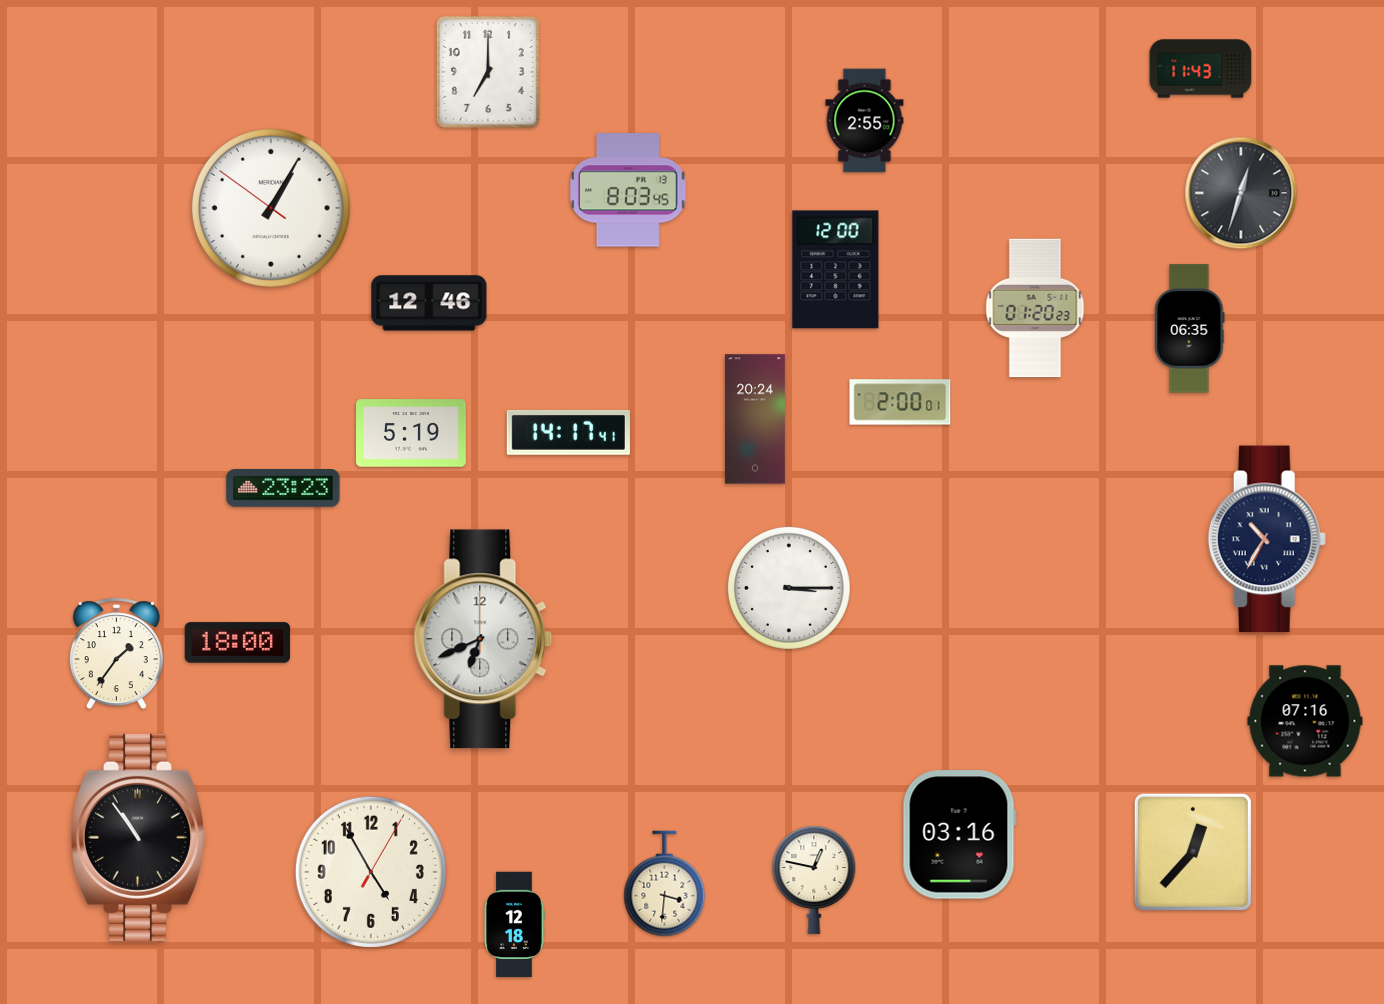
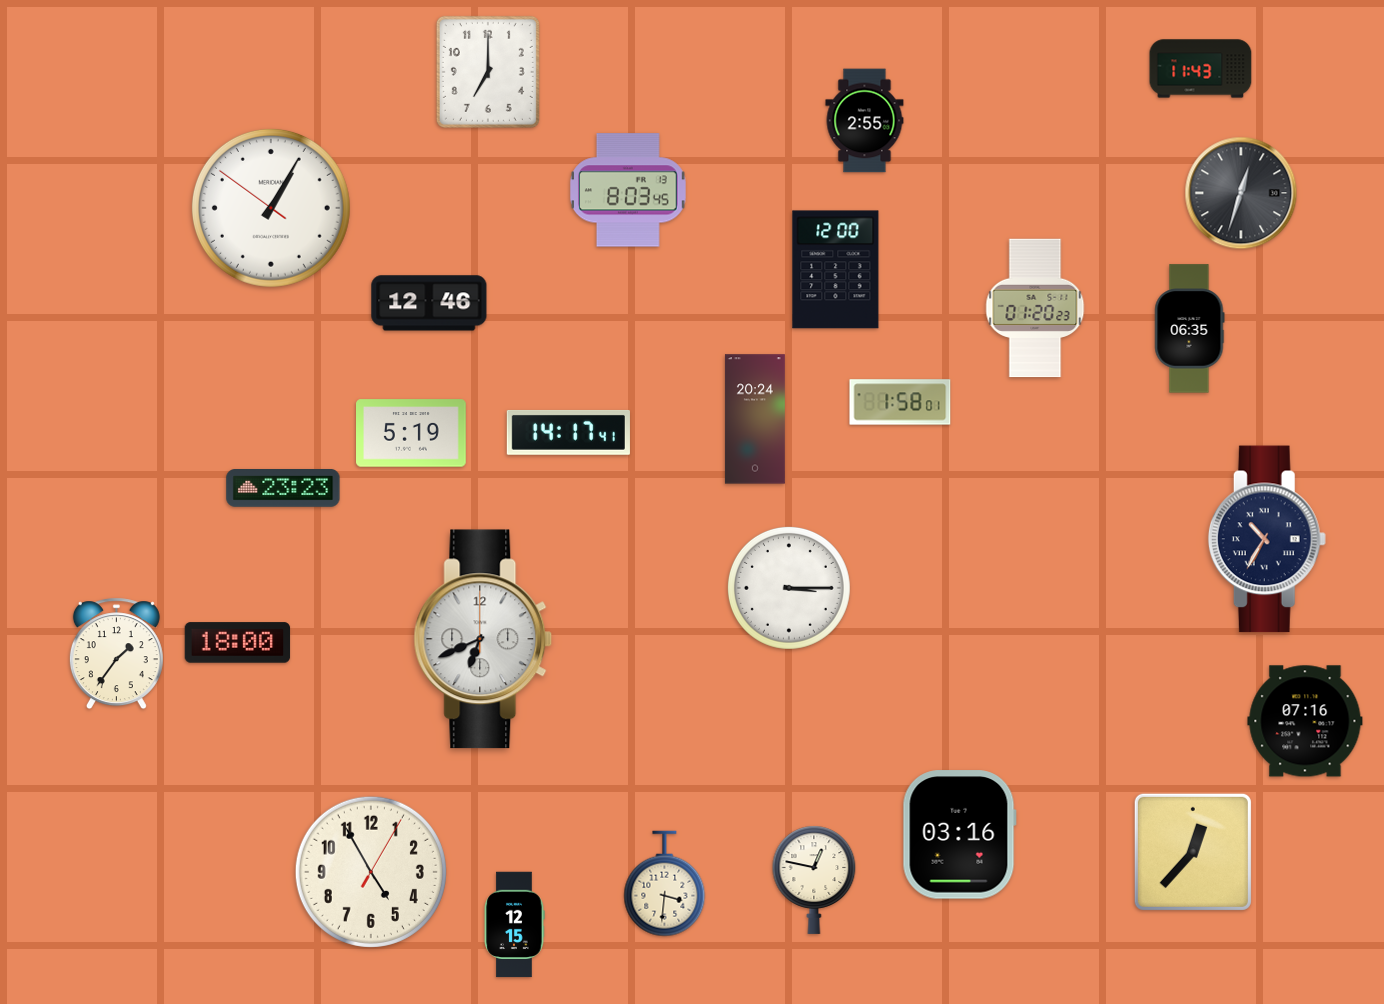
clock at (900, 402): 2:00 -> 1:58
clock at (138, 837): 10:54 -> none
clock at (514, 925): 12:18 -> 12:15
